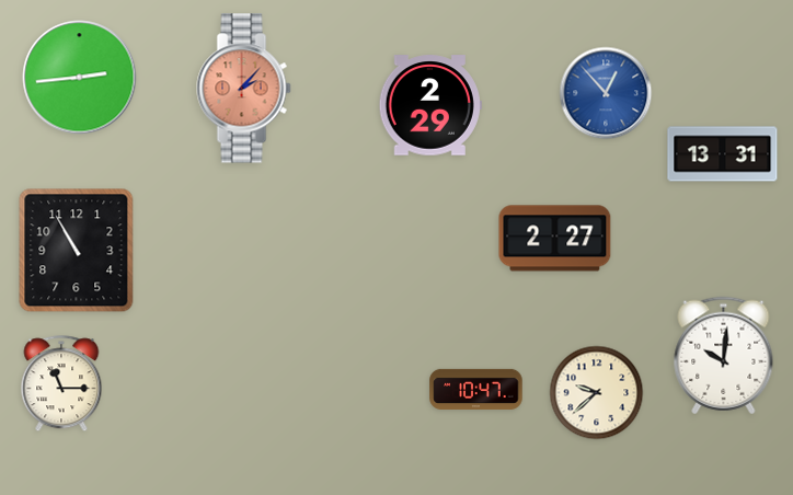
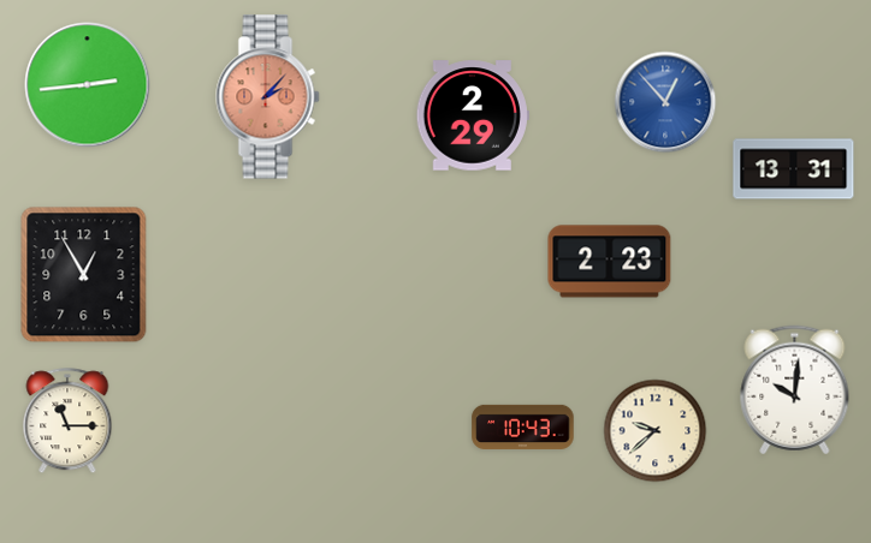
clock at (555, 239): 2:27 -> 2:23
clock at (77, 251): 10:55 -> 12:55
clock at (476, 389): 10:47 -> 10:43
